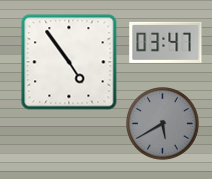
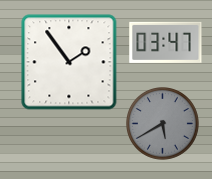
clock at (69, 62): 4:54 -> 1:54
